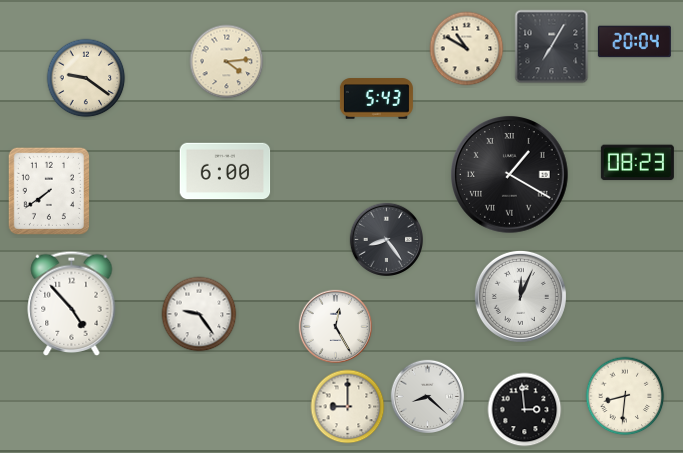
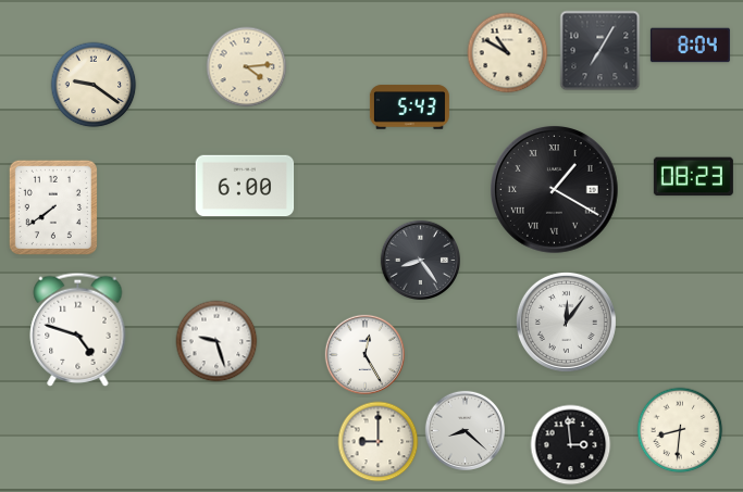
clock at (634, 42): 20:04 -> 8:04
clock at (520, 296): 12:04 -> 12:06
clock at (72, 303): 4:53 -> 4:48
clock at (199, 314): 9:24 -> 9:27
